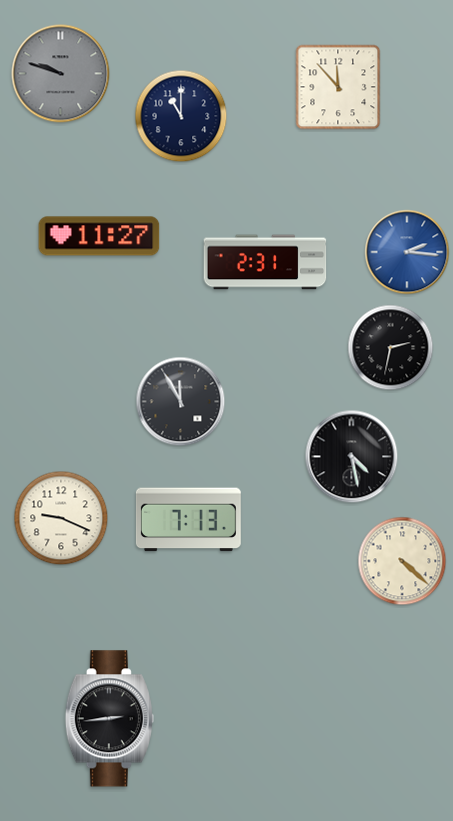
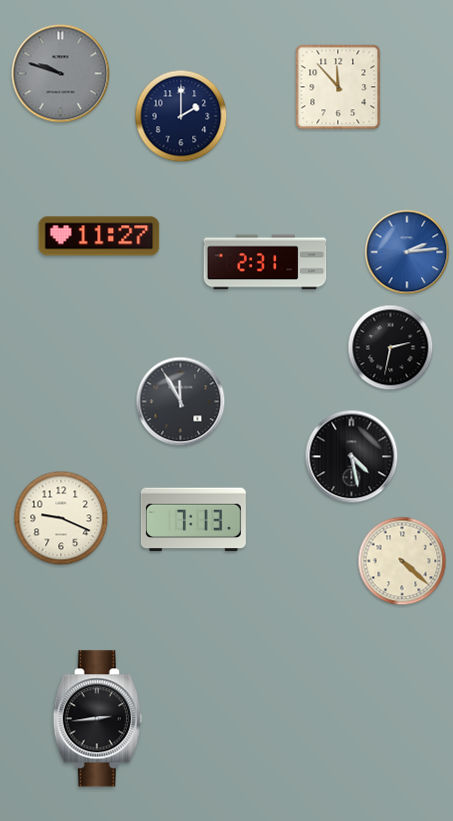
clock at (181, 116): 11:00 -> 2:00
clock at (407, 252): 2:16 -> 2:14
clock at (188, 520) position: (188, 520) -> (193, 520)
clock at (109, 719) position: (109, 719) -> (97, 719)
